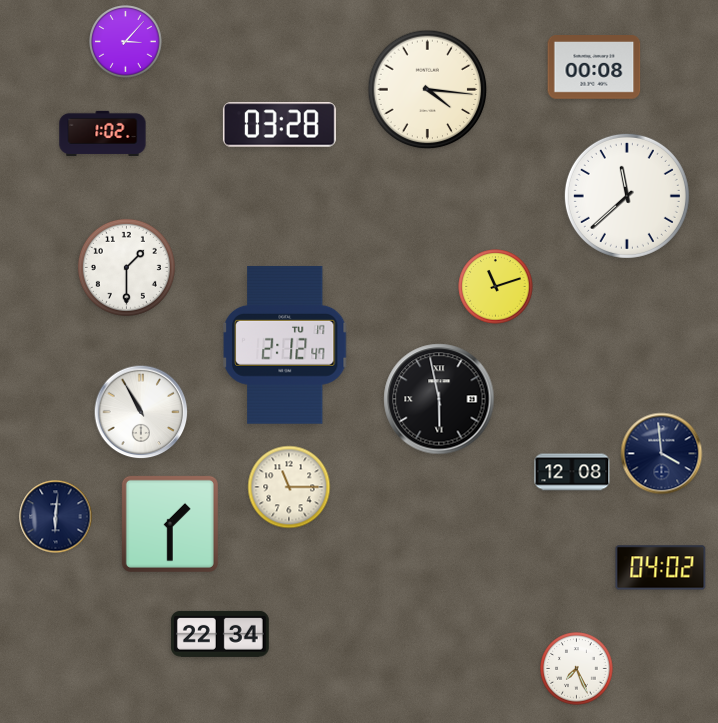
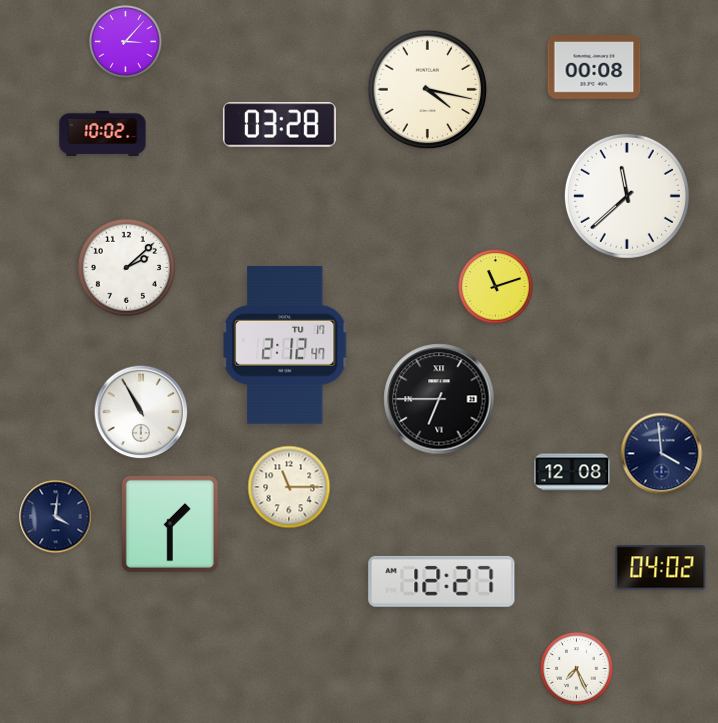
clock at (428, 90): 4:16 -> 4:17
clock at (103, 133): 1:02 -> 10:02
clock at (126, 267): 1:30 -> 2:08
clock at (439, 399): 5:58 -> 6:45
clock at (56, 517): 6:01 -> 4:01
clock at (442, 581): none -> 12:27
clock at (220, 634): 22:34 -> none
